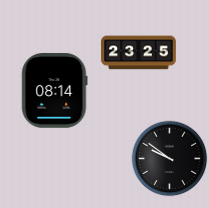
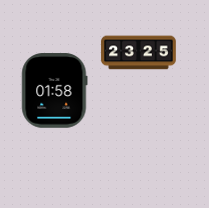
clock at (55, 91): 08:14 -> 01:58
clock at (170, 159): 9:51 -> none
